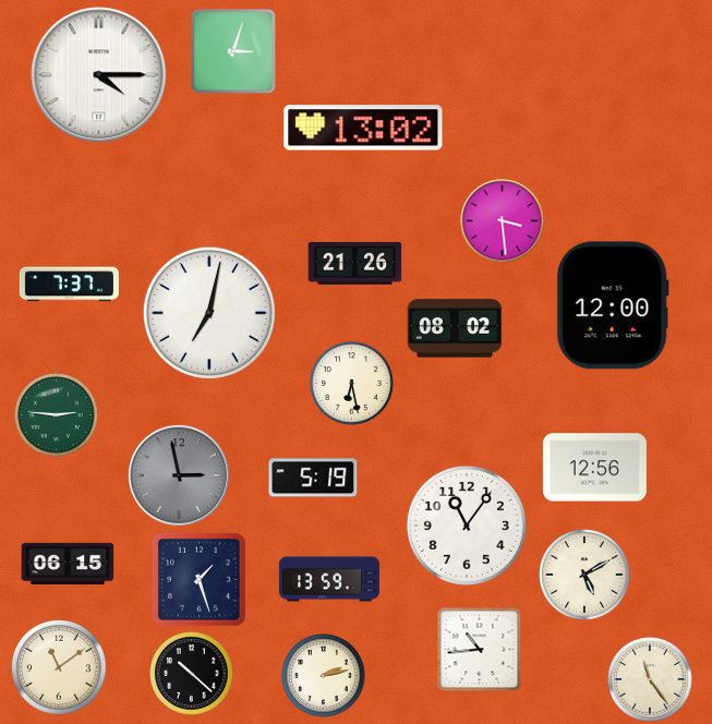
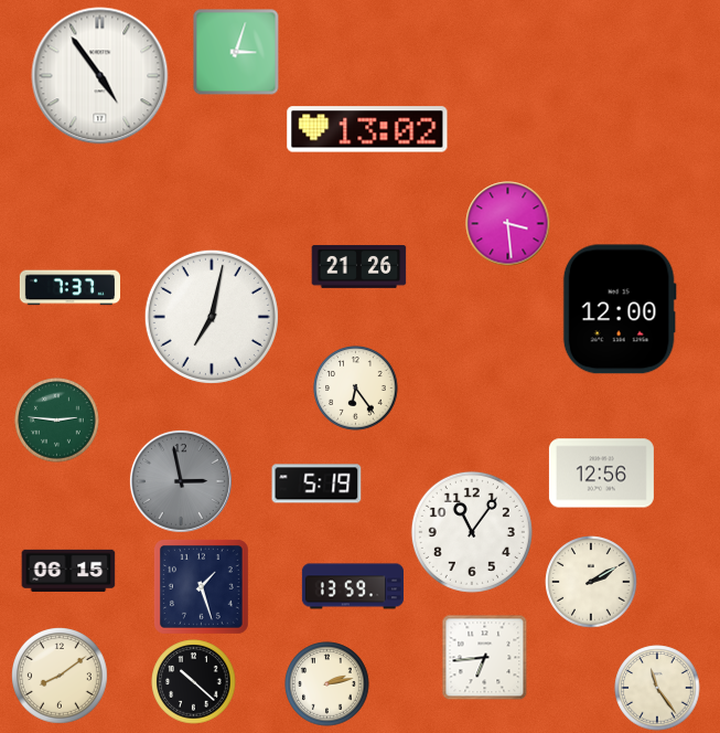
clock at (99, 75): 4:15 -> 4:54
clock at (455, 328): 08:02 -> none
clock at (352, 384): 6:28 -> 6:24
clock at (584, 575): 5:10 -> 2:10
clock at (329, 579) position: (329, 579) -> (353, 586)
clock at (479, 649): 10:44 -> 6:44
clock at (60, 668): 11:09 -> 8:09
